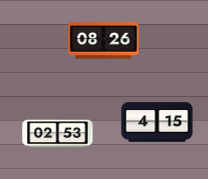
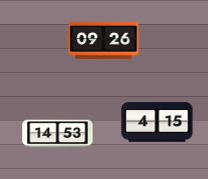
clock at (104, 41): 08:26 -> 09:26
clock at (58, 134): 02:53 -> 14:53
